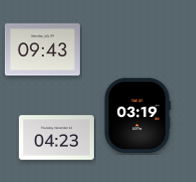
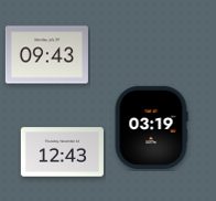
clock at (56, 138): 04:23 -> 12:43
